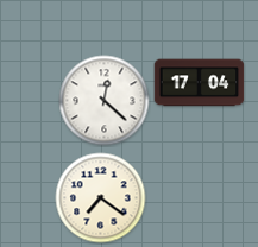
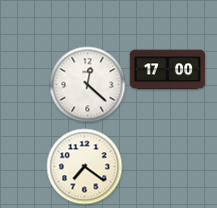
clock at (200, 83): 17:04 -> 17:00
